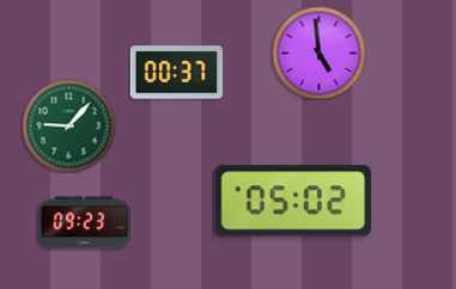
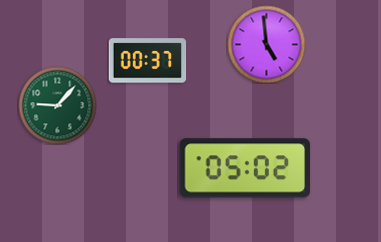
clock at (84, 223): 09:23 -> none
